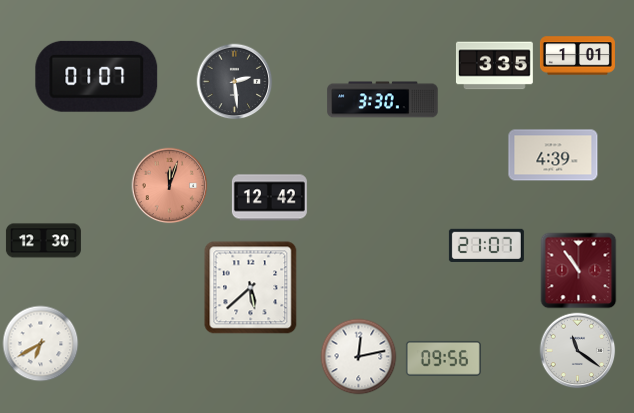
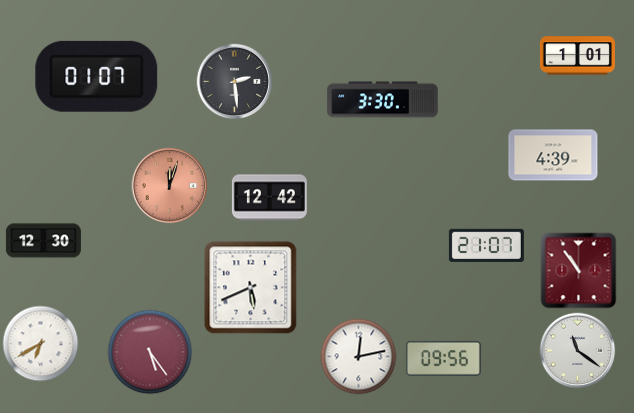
clock at (494, 66): 3:35 -> none
clock at (251, 288): 5:38 -> 5:41
clock at (150, 352): none -> 5:24
